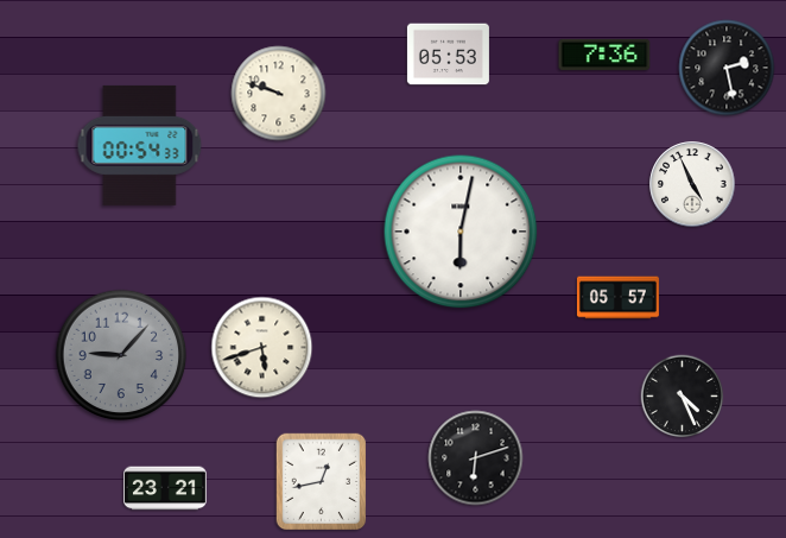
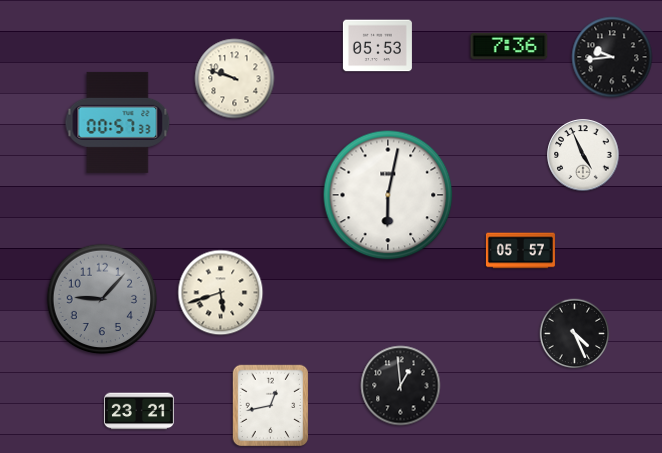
clock at (727, 68): 2:28 -> 9:44
clock at (140, 145): 00:54 -> 00:57
clock at (476, 458): 6:12 -> 12:59
